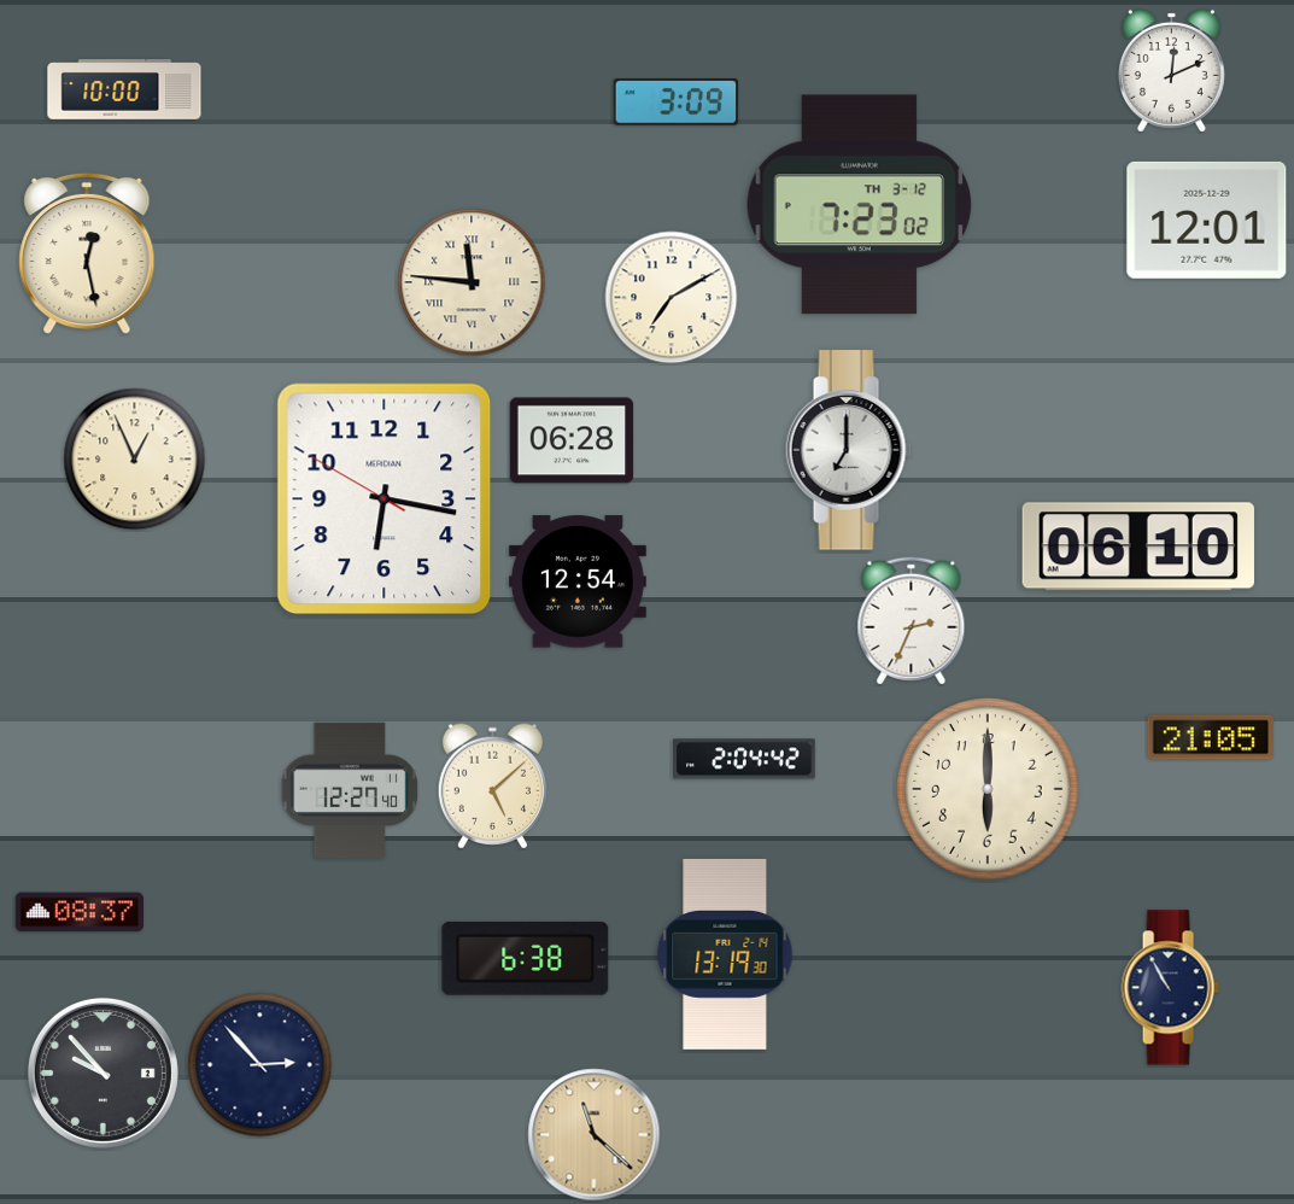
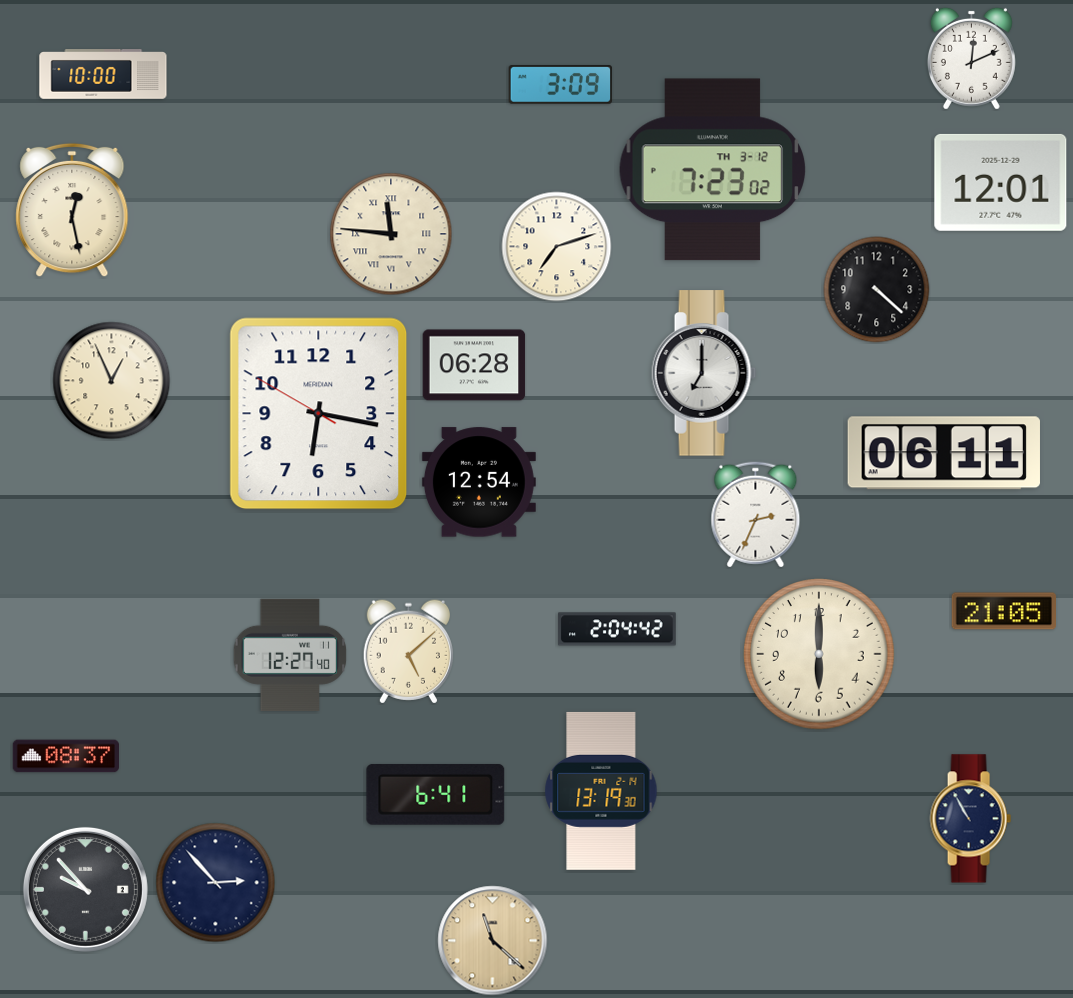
clock at (672, 298): 7:10 -> 7:12
clock at (877, 290): none -> 4:22
clock at (1138, 547): 06:10 -> 06:11
clock at (526, 958): 6:38 -> 6:41
